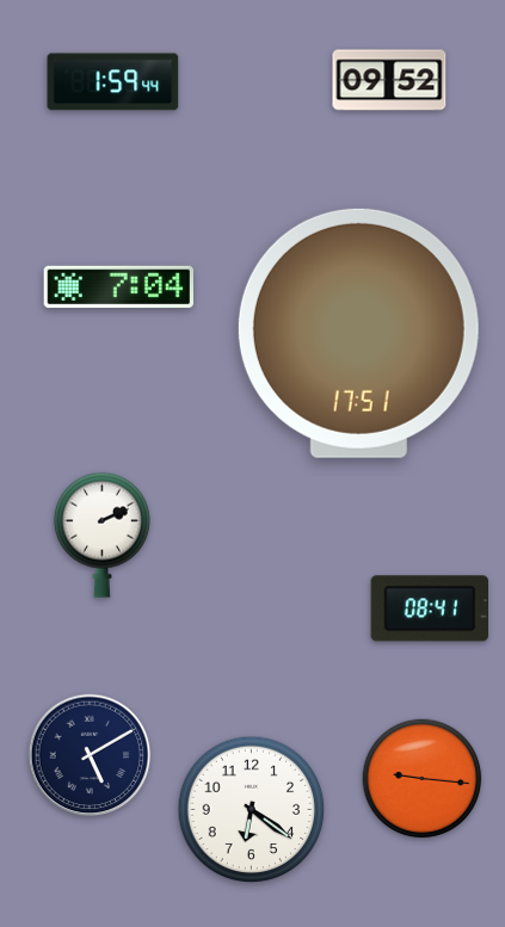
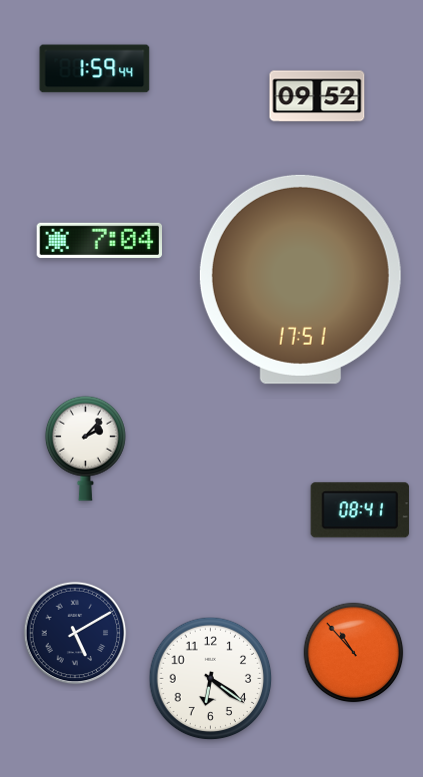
clock at (389, 80) position: (389, 80) -> (317, 96)
clock at (101, 534): 2:11 -> 2:07
clock at (423, 779): 9:16 -> 10:53
